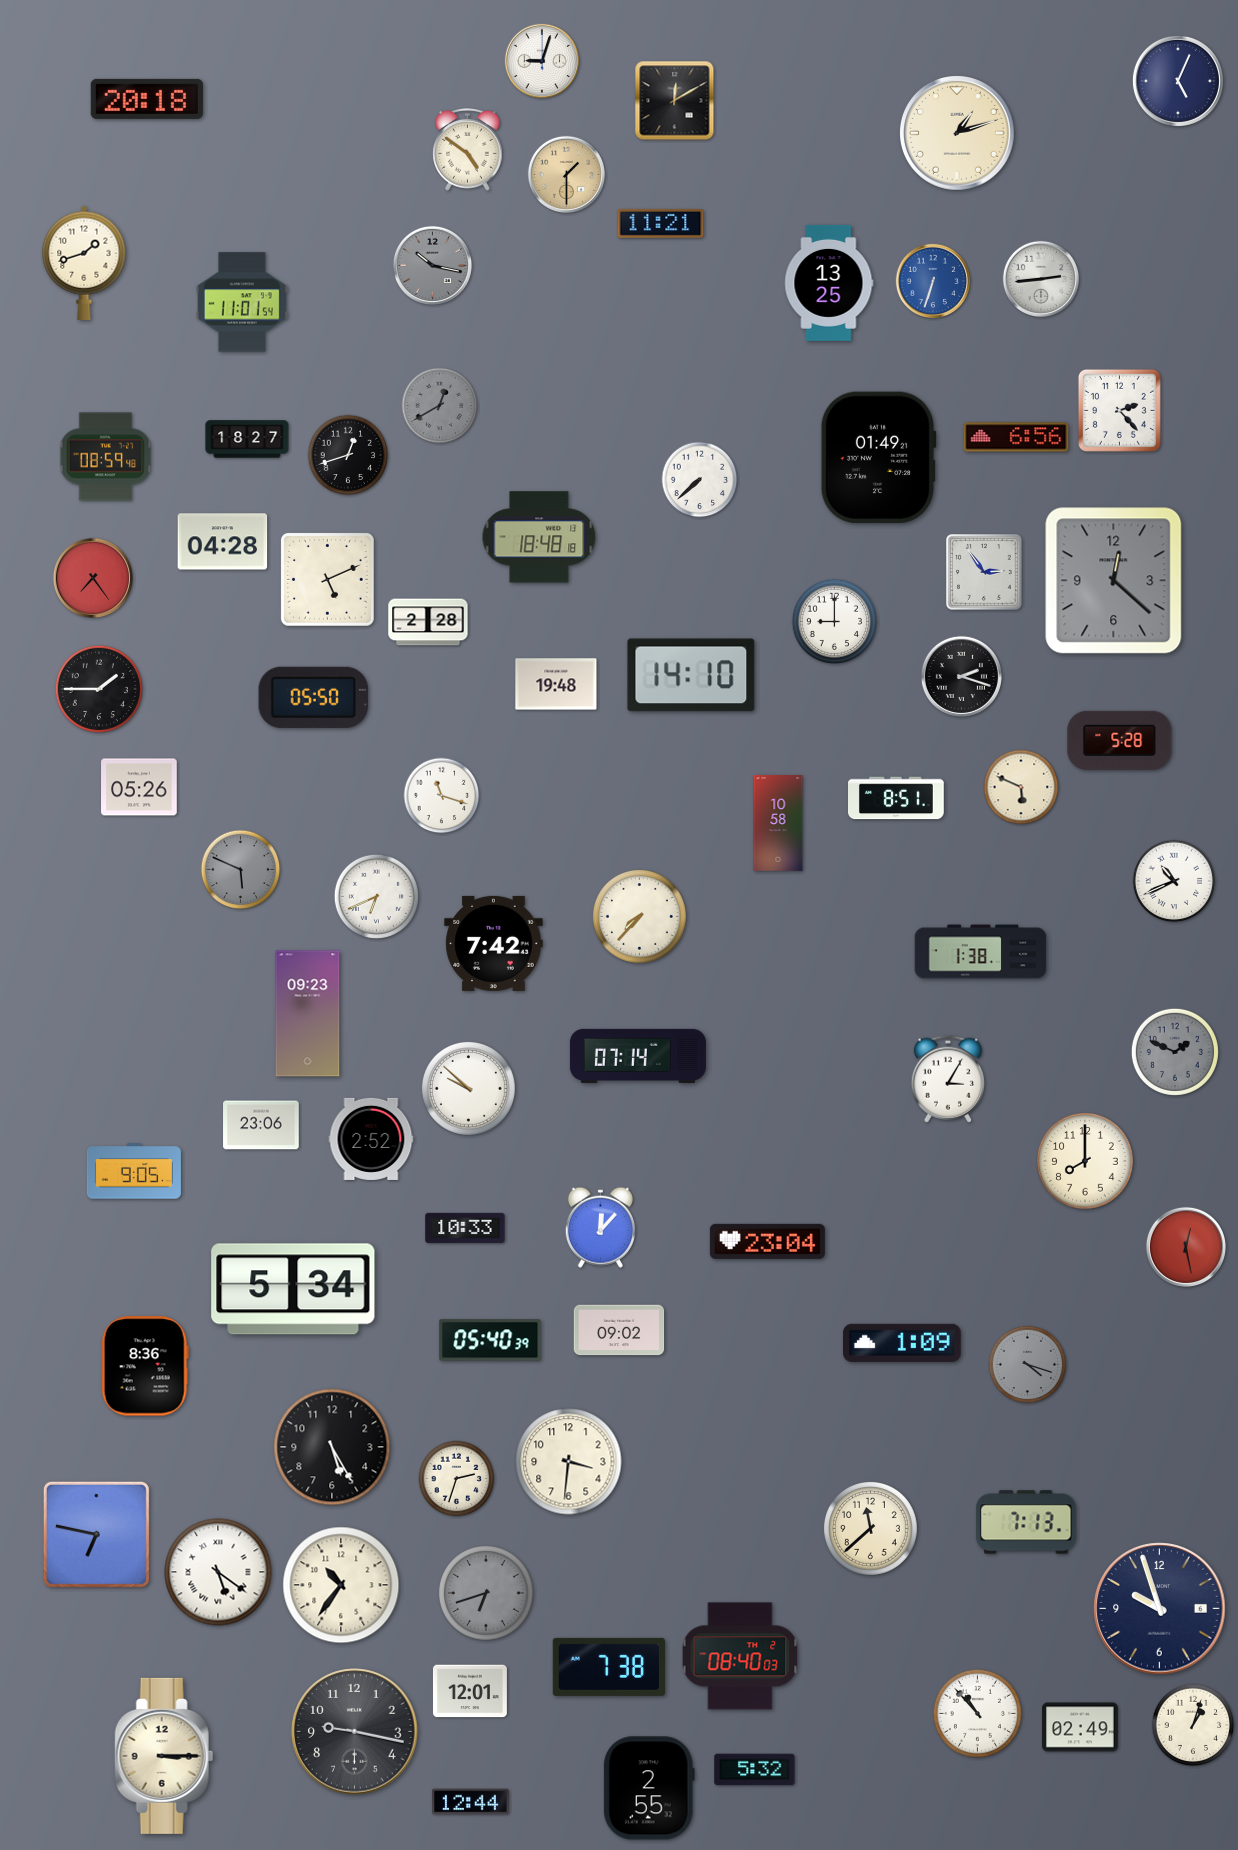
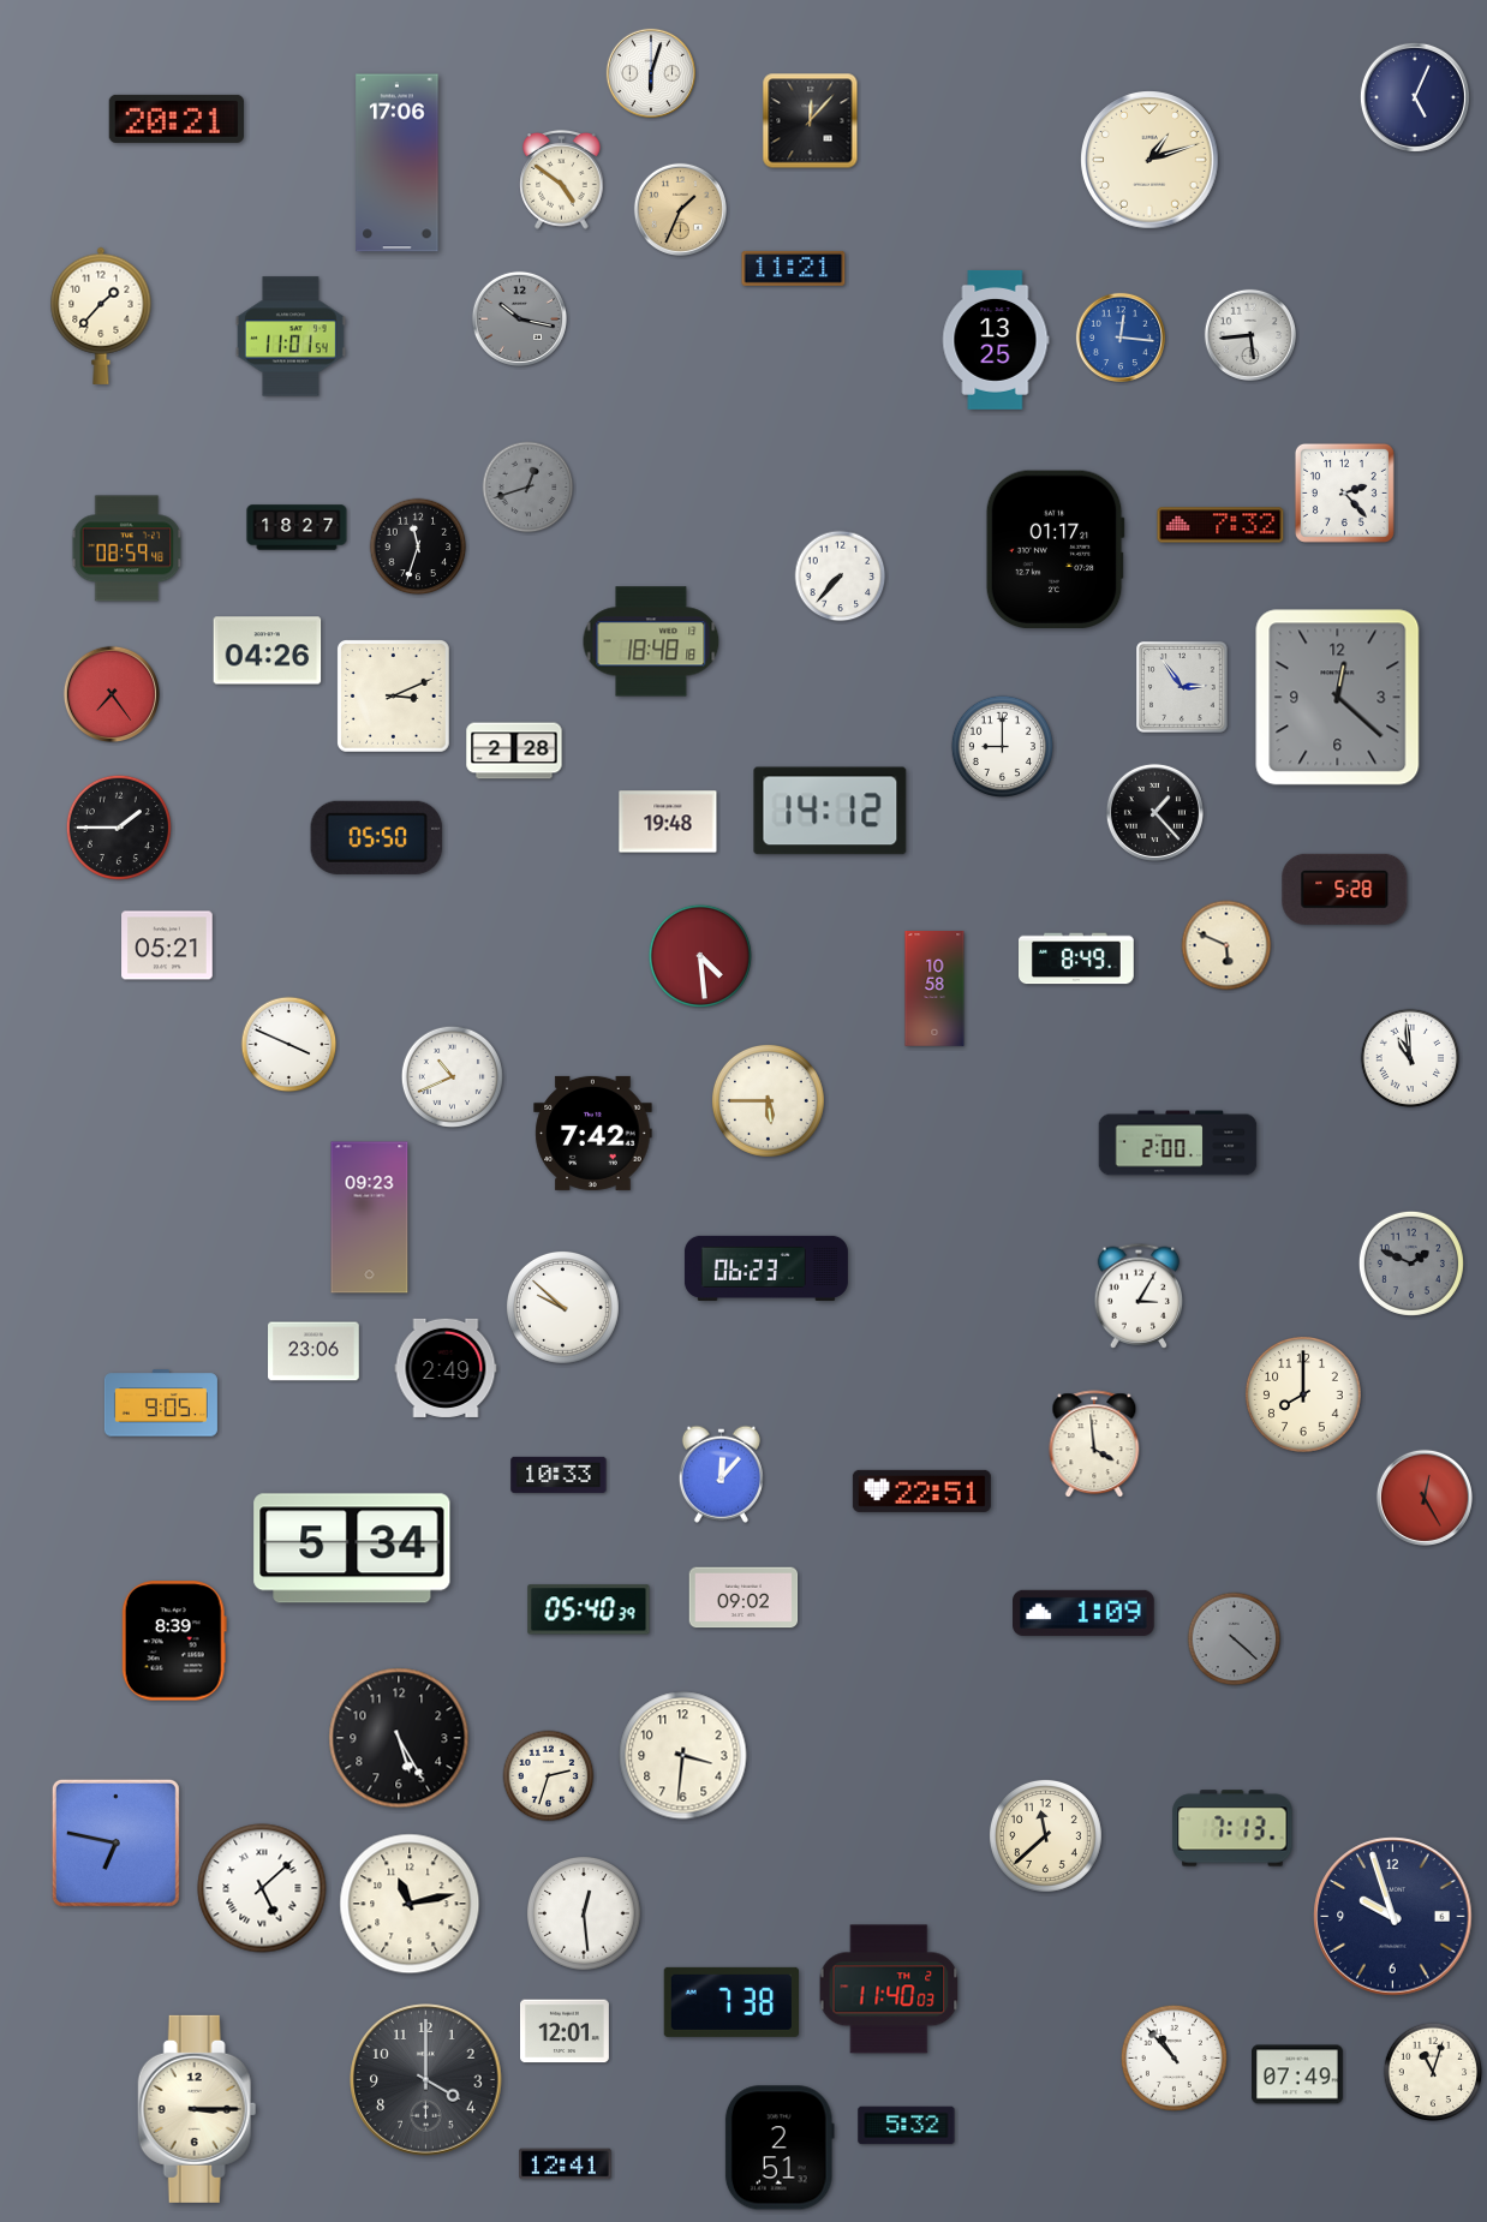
clock at (541, 60): 9:03 -> 6:03
clock at (146, 99): 20:18 -> 20:21
clock at (675, 101): 12:10 -> 12:07
clock at (398, 163): none -> 17:06
clock at (566, 174): 1:30 -> 1:34
clock at (84, 263): 1:42 -> 1:37
clock at (1040, 278): 2:44 -> 5:44
clock at (932, 280): 6:33 -> 12:16
clock at (242, 302) position: (242, 302) -> (291, 336)
clock at (440, 406): 12:40 -> 12:42
clock at (1016, 437): 6:56 -> 7:32
clock at (348, 455): 12:42 -> 11:33
clock at (878, 458): 01:49 -> 01:17
clock at (700, 480): 7:38 -> 7:37
clock at (539, 537) position: (539, 537) -> (651, 641)
clock at (223, 542): 04:28 -> 04:26
clock at (327, 579): 5:11 -> 3:11
clock at (428, 622) position: (428, 622) -> (514, 751)
clock at (691, 675): 14:10 -> 14:12
clock at (961, 676): 2:18 -> 1:23
clock at (139, 787): 05:26 -> 05:21
clock at (442, 796): 11:18 -> none
clock at (700, 956): none -> 4:29
clock at (897, 798): 8:51 -> 8:49
clock at (241, 870): 5:49 -> 3:49
clock at (241, 870) dial: grey -> white
clock at (1174, 881): 10:41 -> 10:59
clock at (376, 896): 6:41 -> 10:41
clock at (639, 916): 7:37 -> 5:45
clock at (981, 952): 1:38 -> 2:00
clock at (638, 1056): 07:14 -> 06:23
clock at (371, 1139): 2:52 -> 2:49
clock at (134, 1171) position: (134, 1171) -> (161, 1403)
clock at (1094, 1445): none -> 3:59
clock at (767, 1241): 23:04 -> 22:51
clock at (1186, 1247): 12:28 -> 12:25
clock at (1028, 1365): 4:18 -> 4:22
clock at (145, 1366): 8:36 -> 8:39
clock at (218, 1572): 5:21 -> 5:08
clock at (341, 1585): 10:36 -> 11:13
clock at (487, 1594): 6:42 -> 12:29
clock at (487, 1594) dial: grey -> white
clock at (1160, 1609) position: (1160, 1609) -> (1393, 1917)
clock at (740, 1656): 08:40 -> 11:40
clock at (1193, 1725): 1:03 -> 11:03
clock at (1080, 1727): 02:49 -> 07:49
clock at (355, 1732): 9:17 -> 4:00
clock at (649, 1788): 2:55 -> 2:51
clock at (471, 1802): 12:44 -> 12:41
